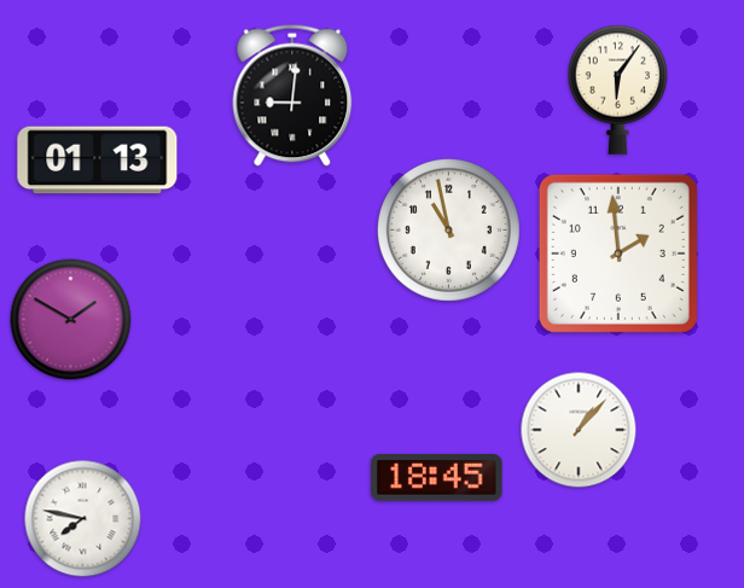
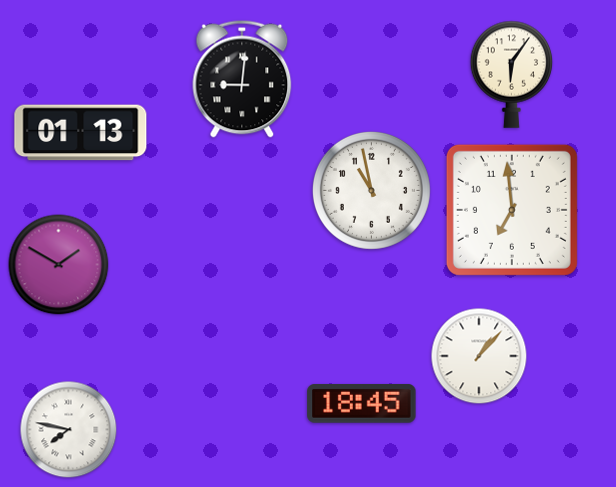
clock at (618, 254): 1:59 -> 6:59
clock at (437, 477) position: (437, 477) -> (362, 403)
